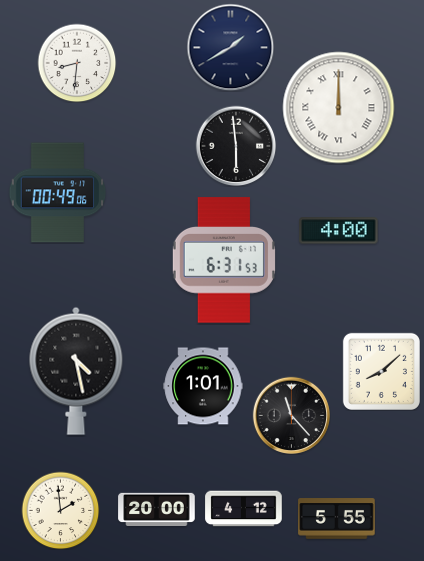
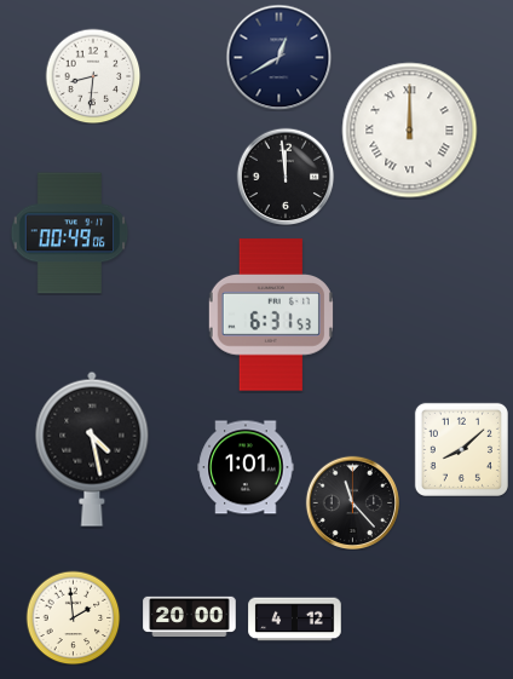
clock at (230, 47): 1:40 -> 12:40
clock at (236, 146): 5:59 -> 11:59
clock at (339, 231): 4:00 -> none
clock at (244, 509) position: (244, 509) -> (295, 620)
clock at (337, 519): 5:55 -> none
